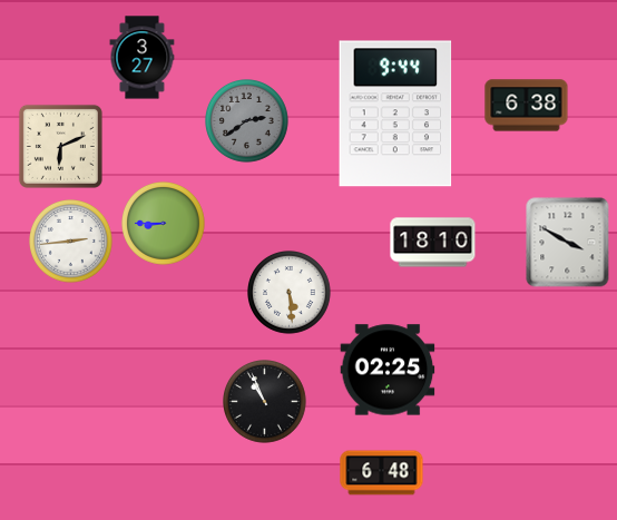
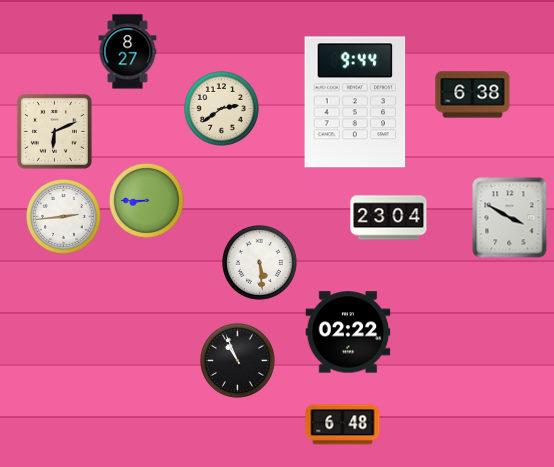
clock at (143, 58): 3:27 -> 8:27
clock at (247, 121) dial: grey -> cream
clock at (433, 243): 18:10 -> 23:04
clock at (388, 370): 02:25 -> 02:22
